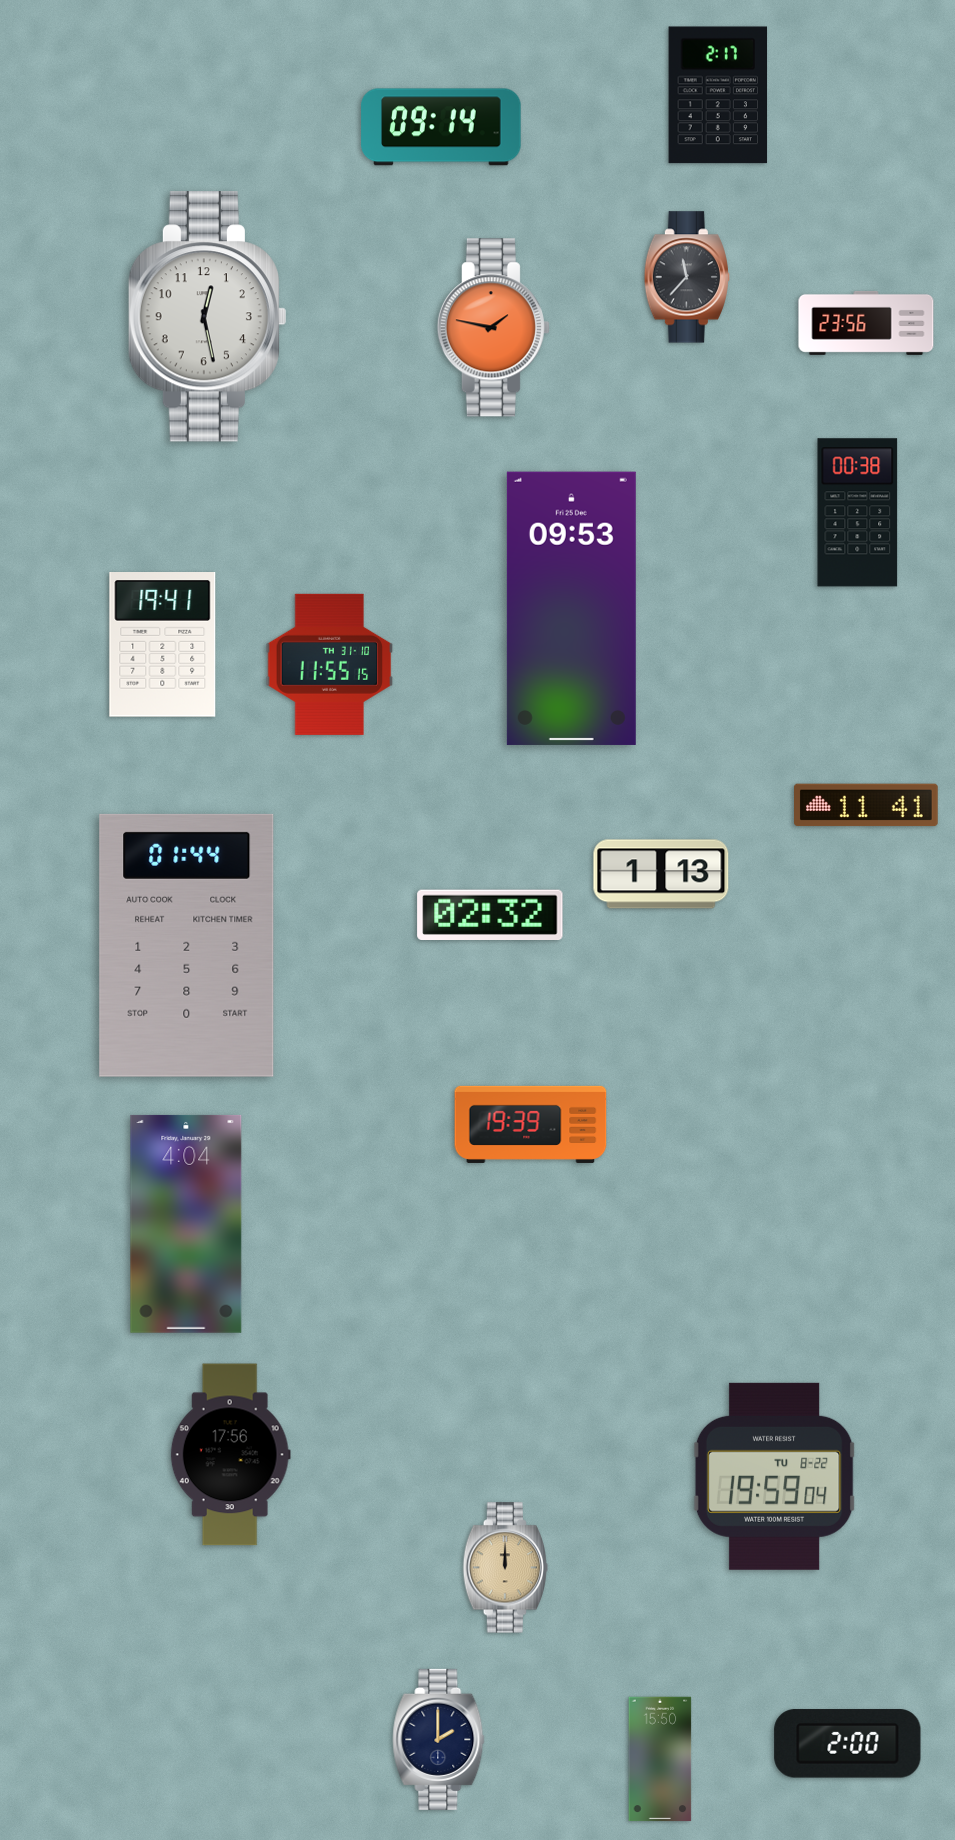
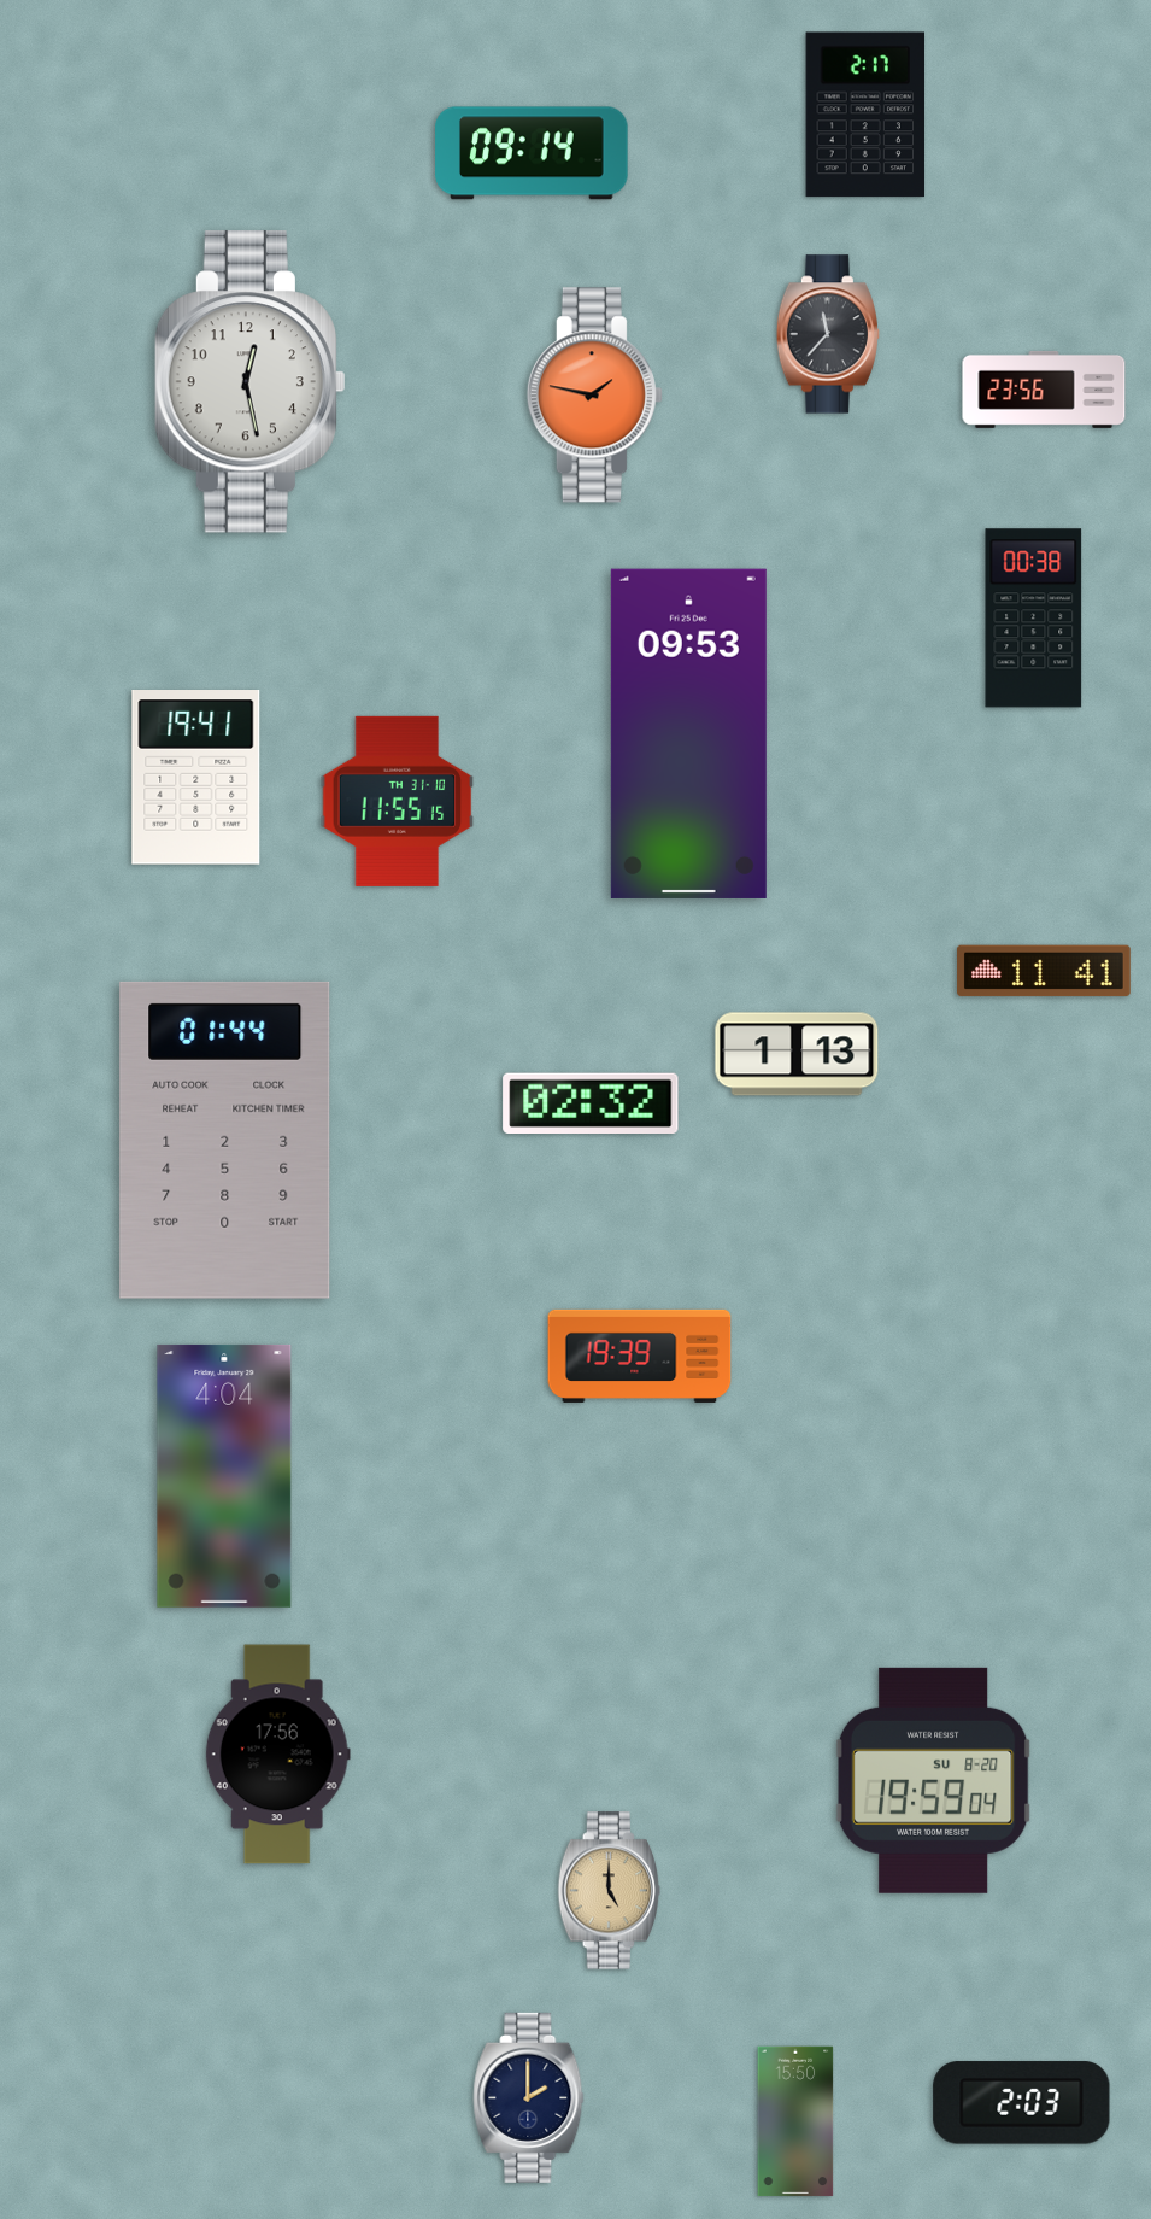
clock at (775, 1476) date: TU 8-22 -> SU 8-20
clock at (506, 1568): 12:00 -> 5:00
clock at (848, 1744): 2:00 -> 2:03
